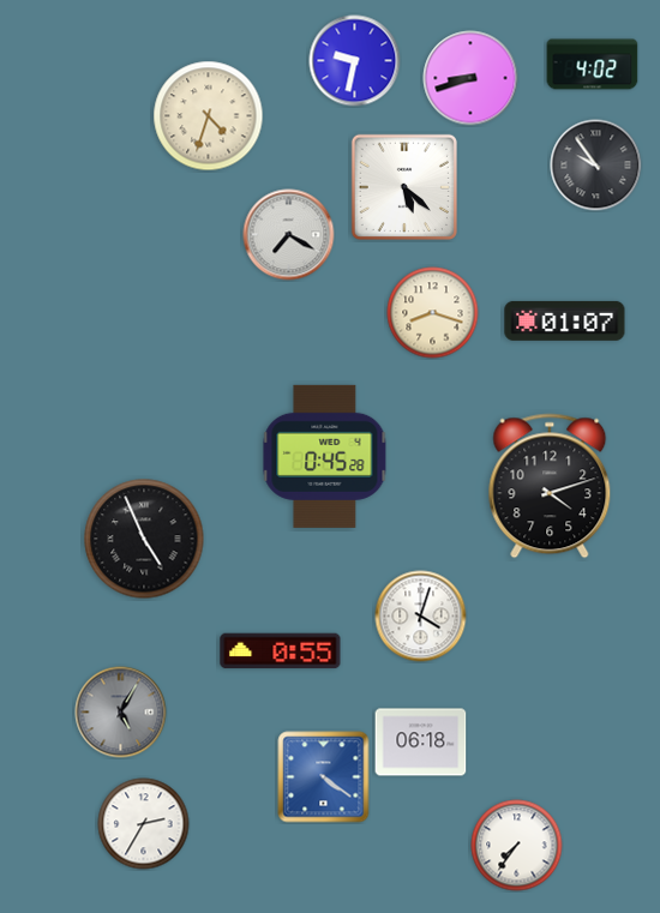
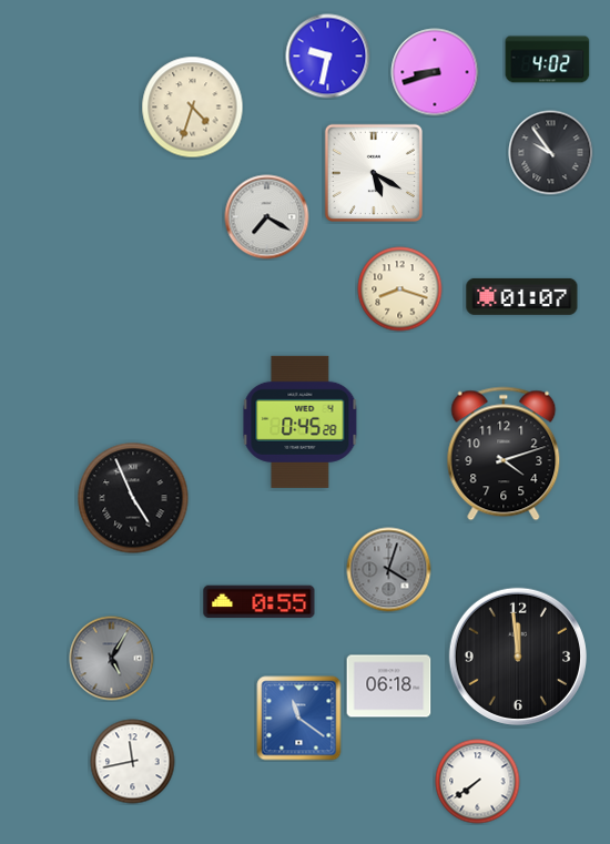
clock at (403, 186): 5:22 -> 5:20
clock at (550, 486) position: (550, 486) -> (504, 454)
clock at (421, 617) dial: white -> grey
clock at (518, 657): none -> 11:59
clock at (324, 777): 4:21 -> 11:21
clock at (144, 824): 2:35 -> 11:43
clock at (517, 846): 7:36 -> 7:39
